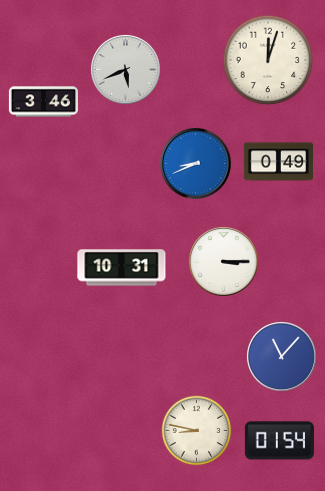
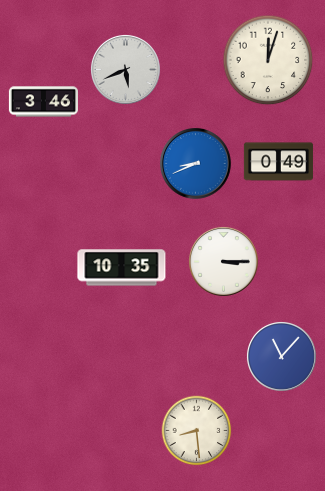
clock at (122, 268): 10:31 -> 10:35
clock at (197, 431): 8:47 -> 8:29
clock at (279, 441): 01:54 -> none
